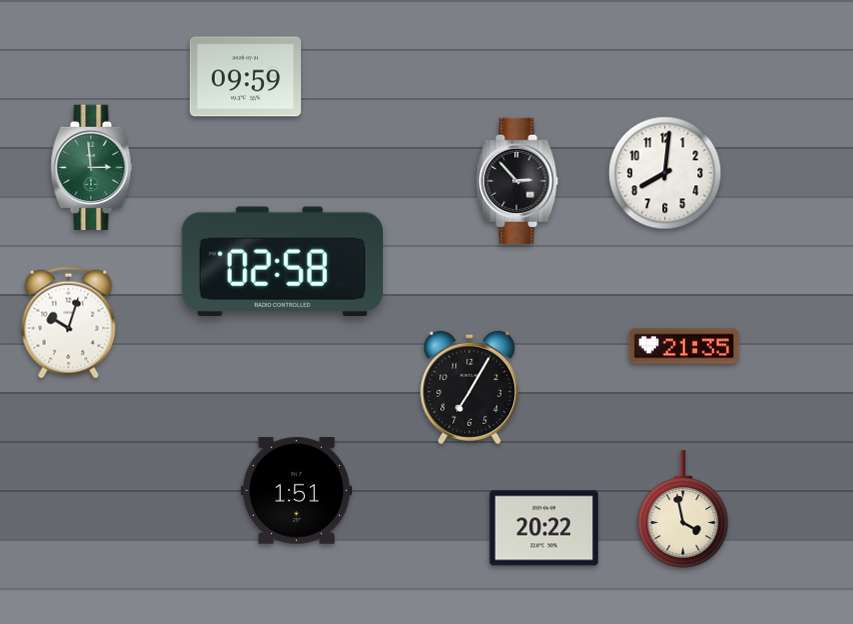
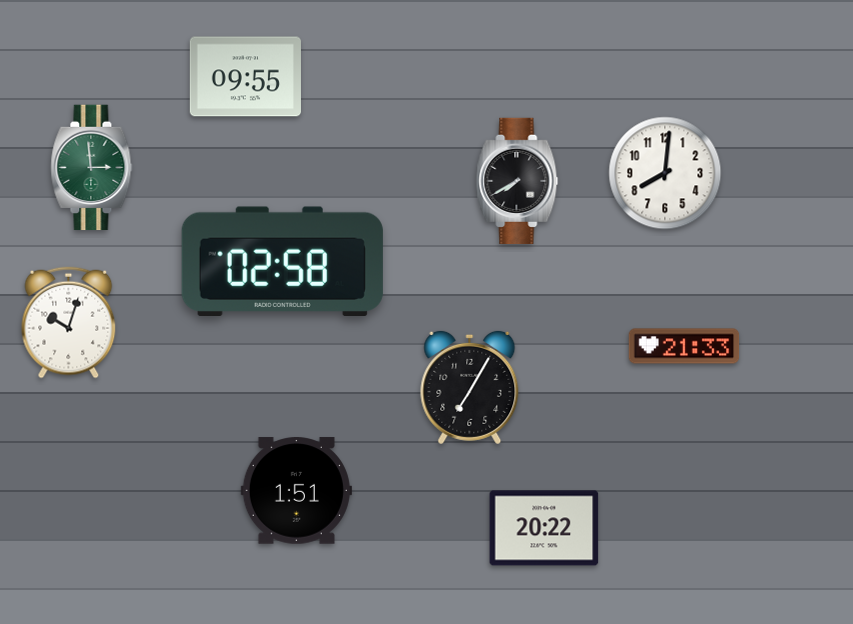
clock at (245, 77): 09:59 -> 09:55
clock at (517, 181): 2:53 -> 7:40
clock at (684, 346): 21:35 -> 21:33
clock at (683, 509): 3:58 -> none
